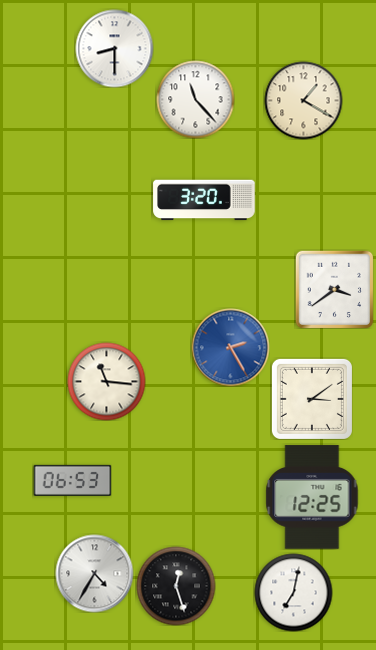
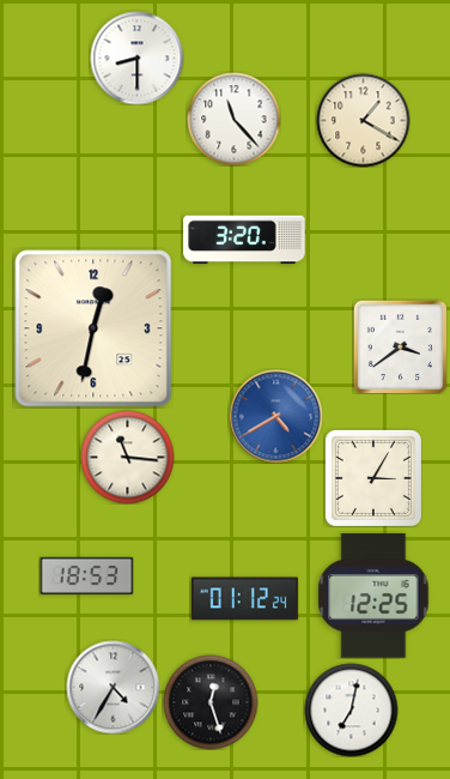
clock at (93, 328): none -> 12:32
clock at (230, 347): 2:25 -> 4:40
clock at (312, 399): 3:09 -> 3:05
clock at (72, 480): 06:53 -> 18:53
clock at (244, 599): none -> 01:12
